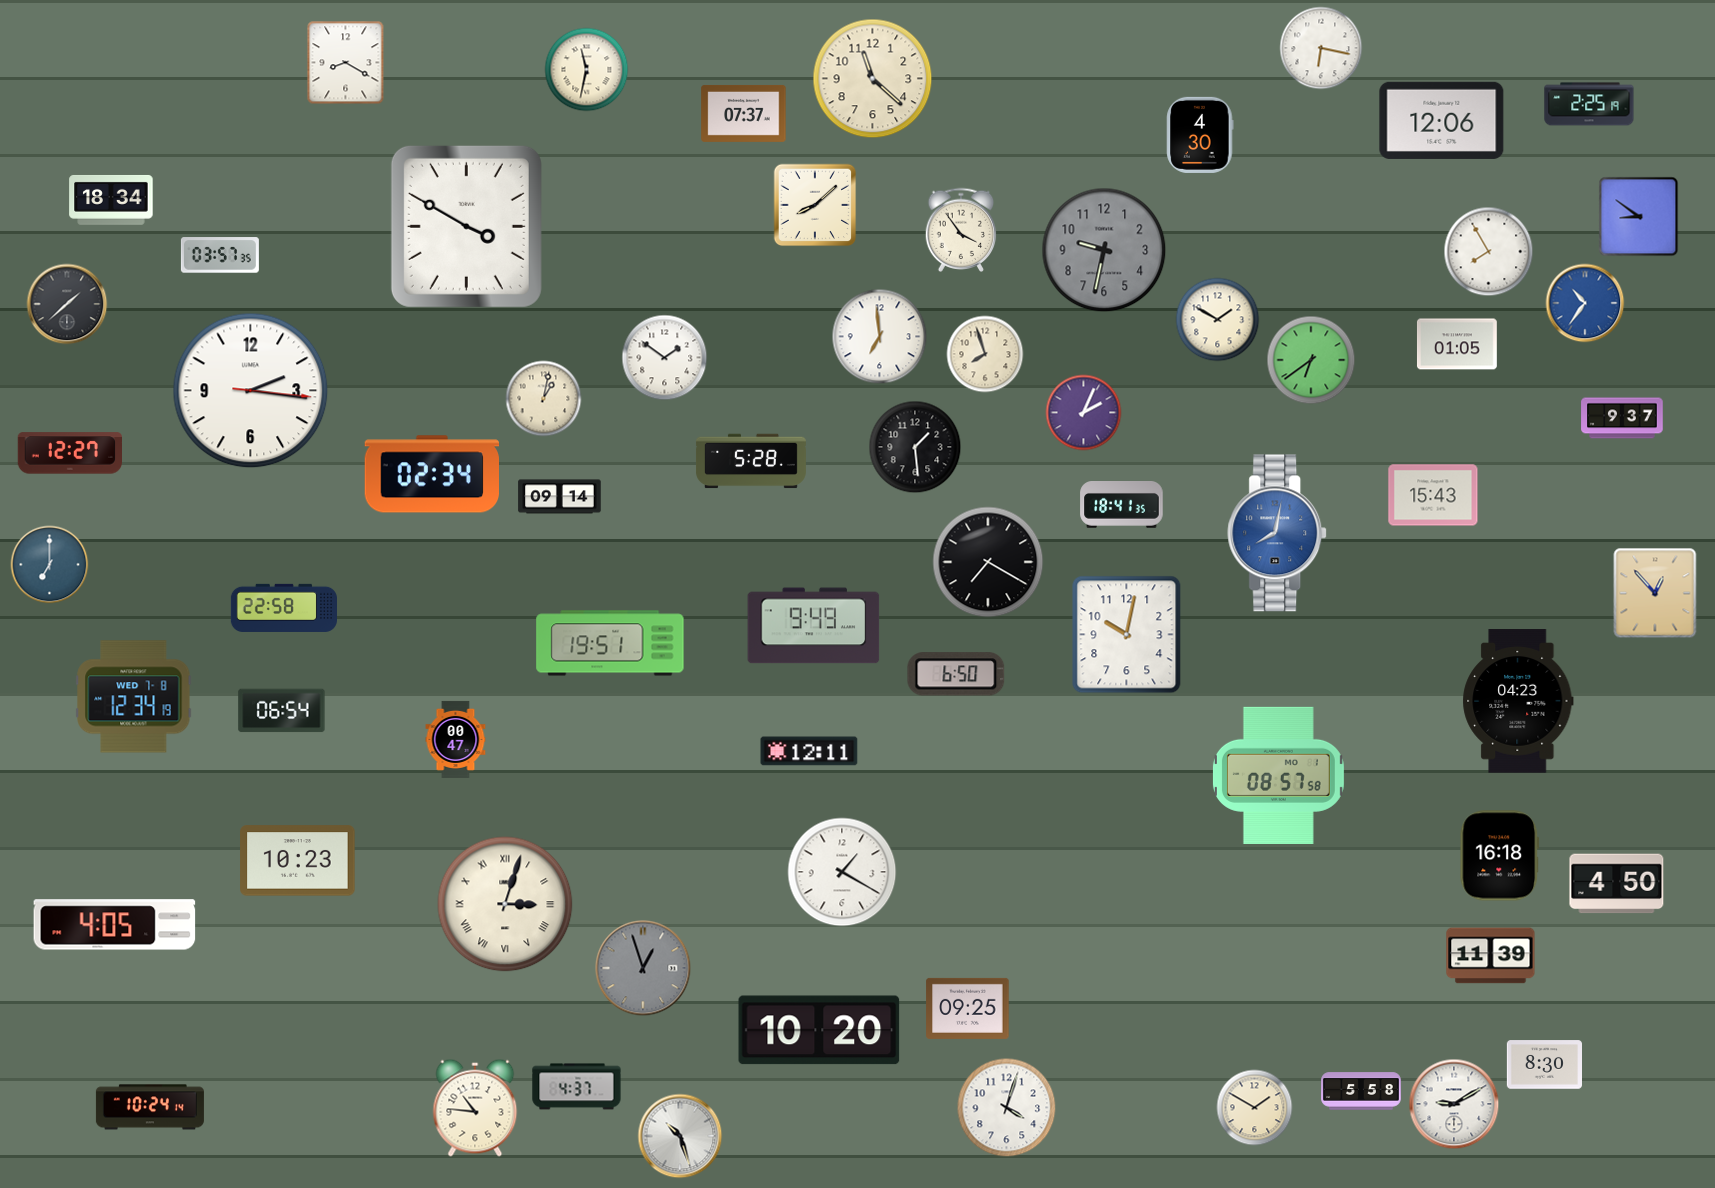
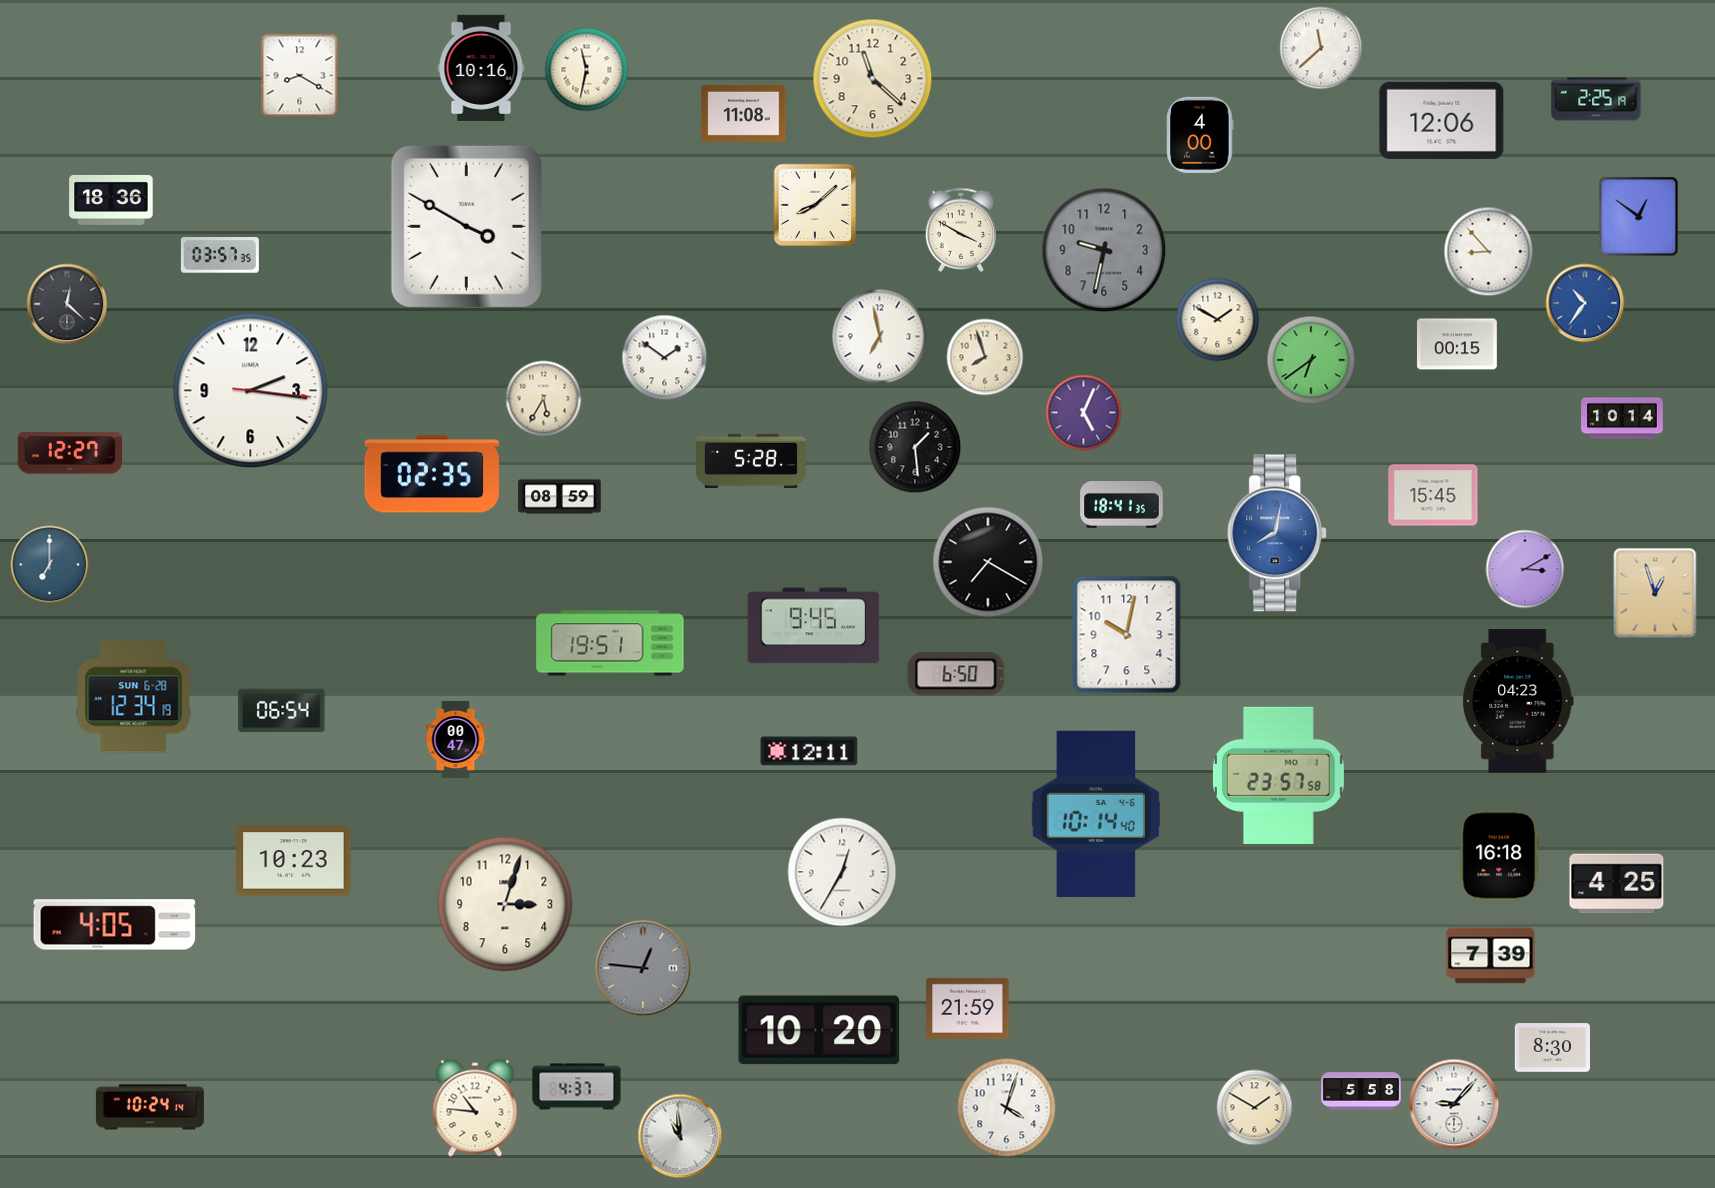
clock at (1321, 48): 6:17 -> 11:38
clock at (346, 63) position: (346, 63) -> (300, 76)
clock at (481, 68): none -> 10:16
clock at (1589, 104) position: (1589, 104) -> (1596, 99)
clock at (744, 113): 07:37 -> 11:08
clock at (1200, 135): 4:30 -> 4:00
clock at (111, 200): 18:34 -> 18:36
clock at (1639, 217): 8:51 -> 12:51
clock at (961, 230): 3:54 -> 3:50
clock at (1489, 252): 7:55 -> 8:53
clock at (67, 304): 1:38 -> 12:22
clock at (880, 337): 6:59 -> 6:58
clock at (1457, 344): 01:05 -> 00:15
clock at (985, 354) position: (985, 354) -> (985, 357)
clock at (544, 399): 1:02 -> 5:35
clock at (1084, 413): 2:04 -> 5:04
clock at (1622, 418): 9:37 -> 10:14
clock at (431, 474): 02:34 -> 02:35
clock at (1433, 495): 15:43 -> 15:45
clock at (560, 497): 09:14 -> 08:59
clock at (1525, 569): none -> 3:10
clock at (1655, 593): 12:53 -> 12:57
clock at (283, 608): 22:58 -> none
clock at (814, 626): 9:49 -> 9:45
clock at (134, 697) date: WED 7-8 -> SUN 6-28
clock at (1278, 775): 08:57 -> 23:57
clock at (1095, 814): none -> 10:14
clock at (298, 861) position: (298, 861) -> (294, 861)
clock at (842, 872): 1:20 -> 12:35
clock at (1617, 884): 4:50 -> 4:25
clock at (505, 904) numerals: Roman -> Arabic
clock at (1491, 956): 11:39 -> 7:39
clock at (643, 968): 12:57 -> 12:46
clock at (968, 1008): 09:25 -> 21:59
clock at (1544, 1065) position: (1544, 1065) -> (1552, 1048)
clock at (1454, 1104): 9:10 -> 9:07
clock at (680, 1136): 10:27 -> 10:59
